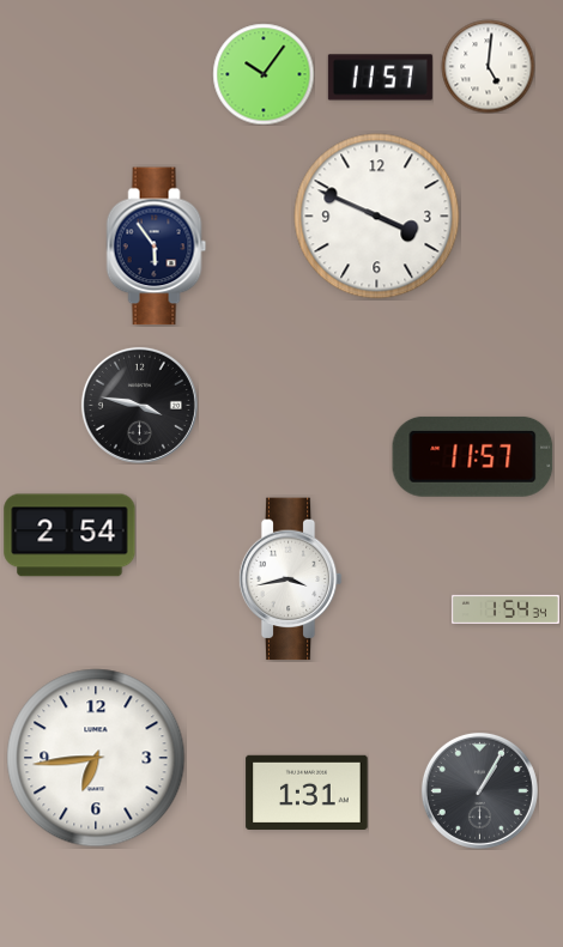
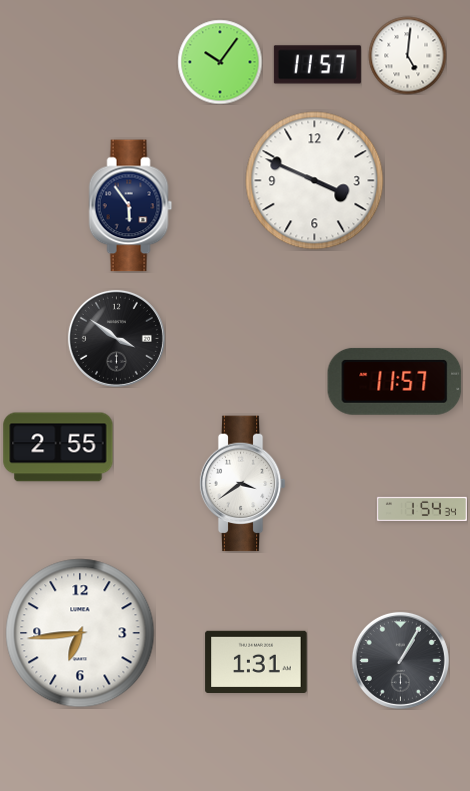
clock at (139, 405): 3:47 -> 3:51
clock at (69, 535): 2:54 -> 2:55
clock at (290, 579): 3:43 -> 3:39
